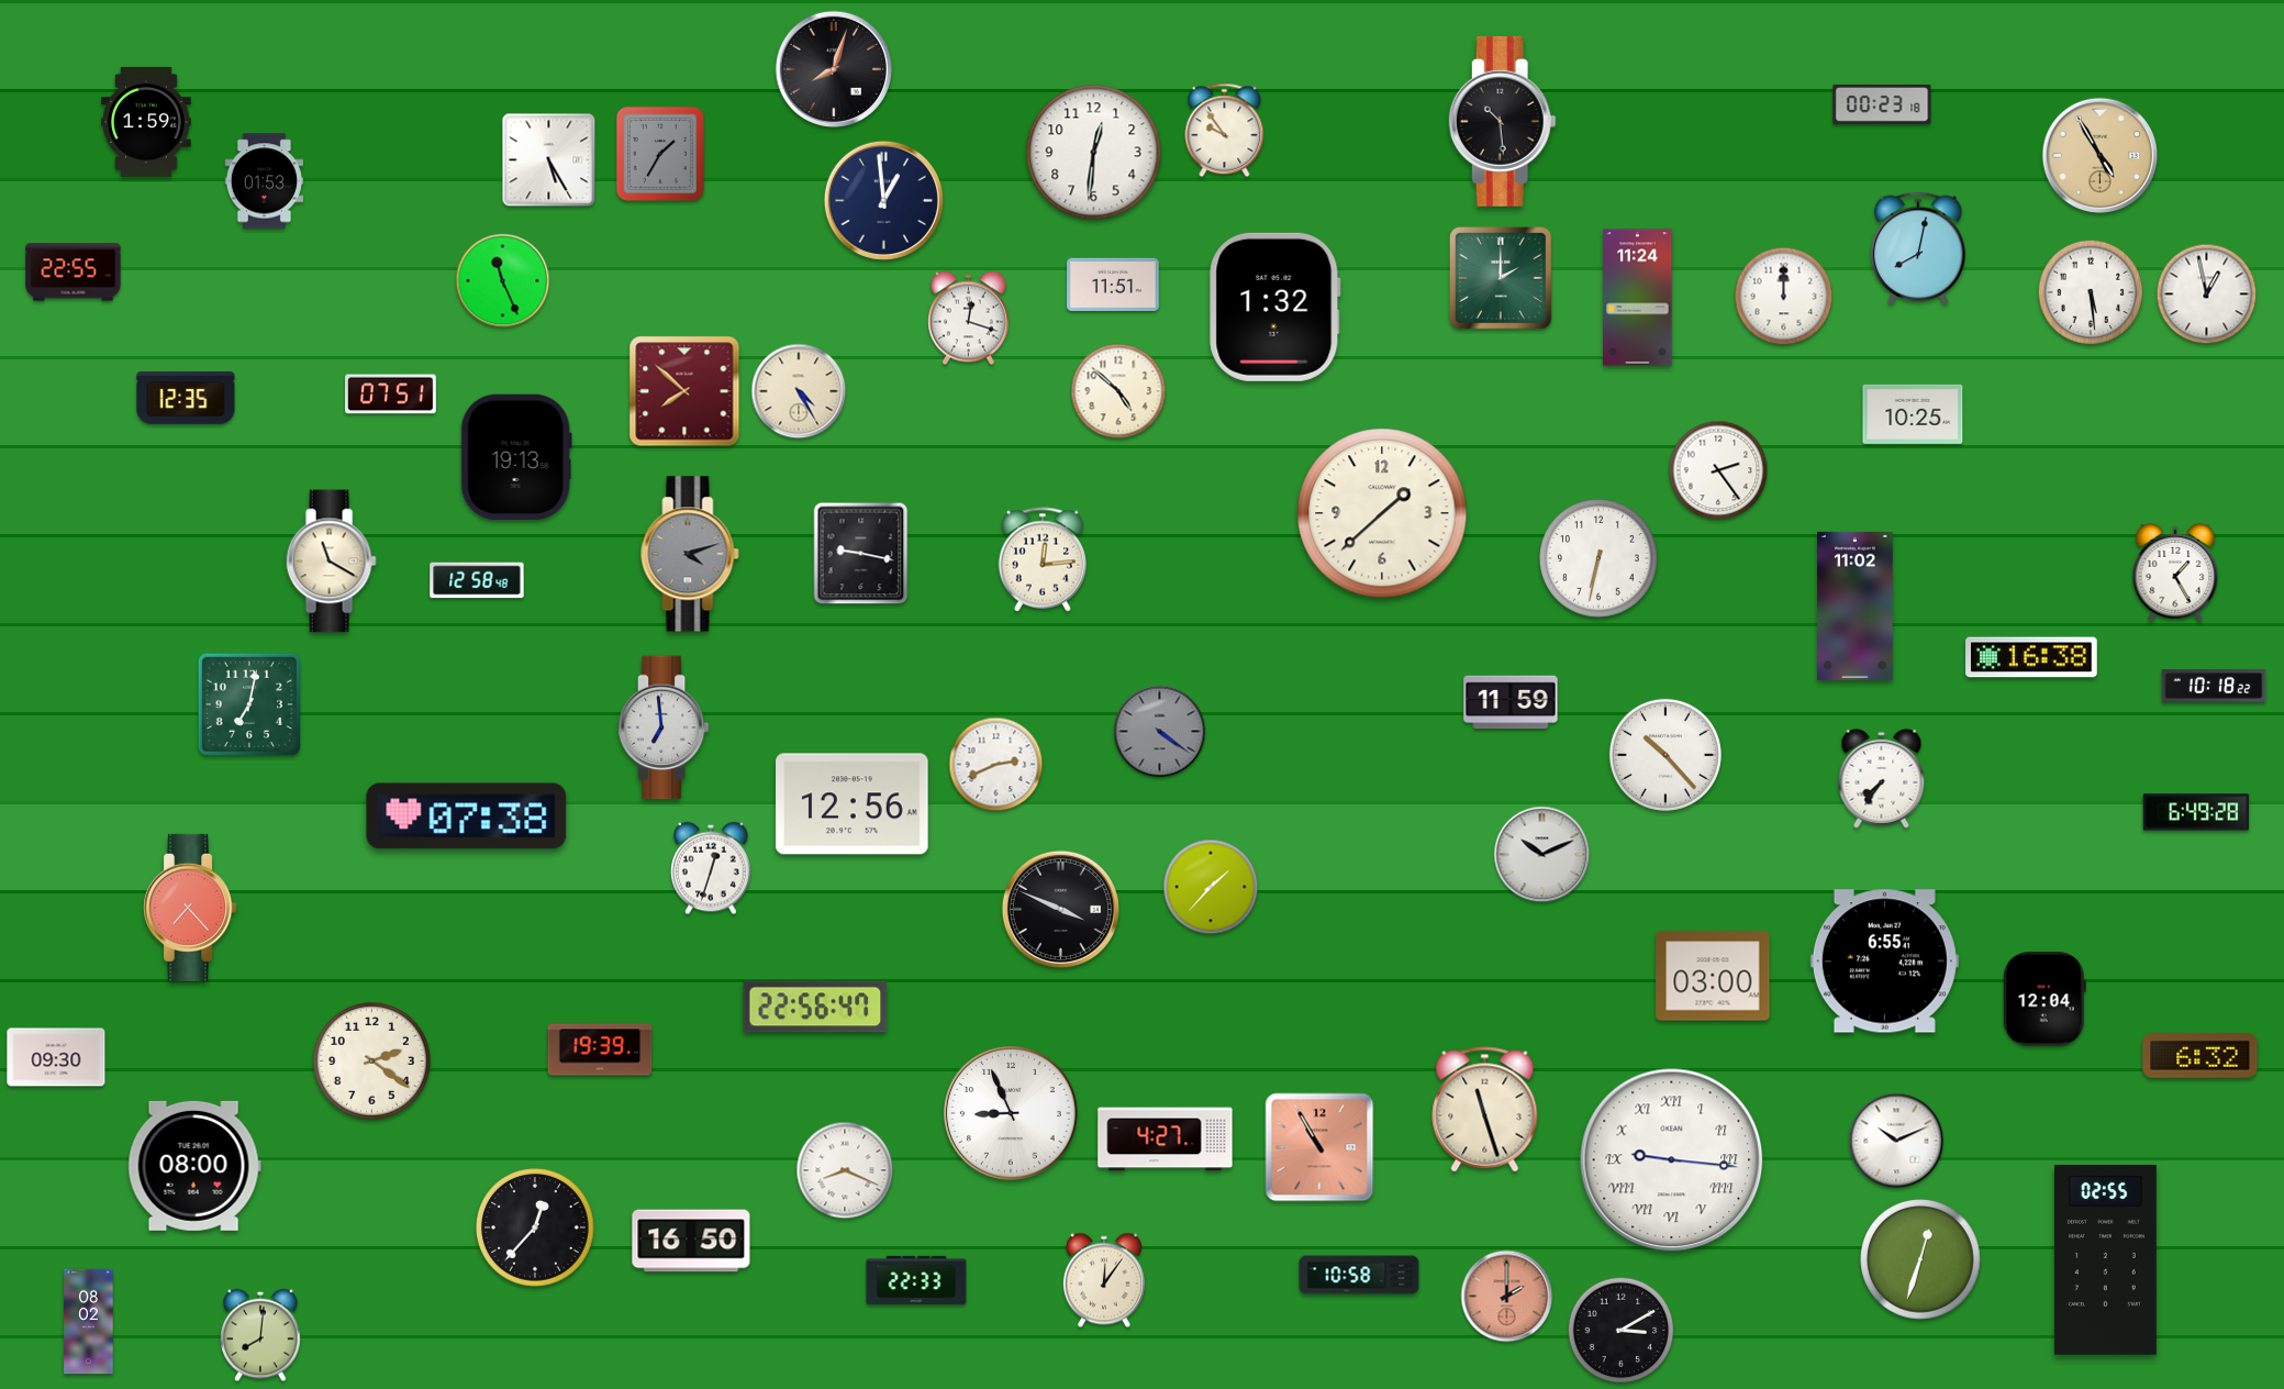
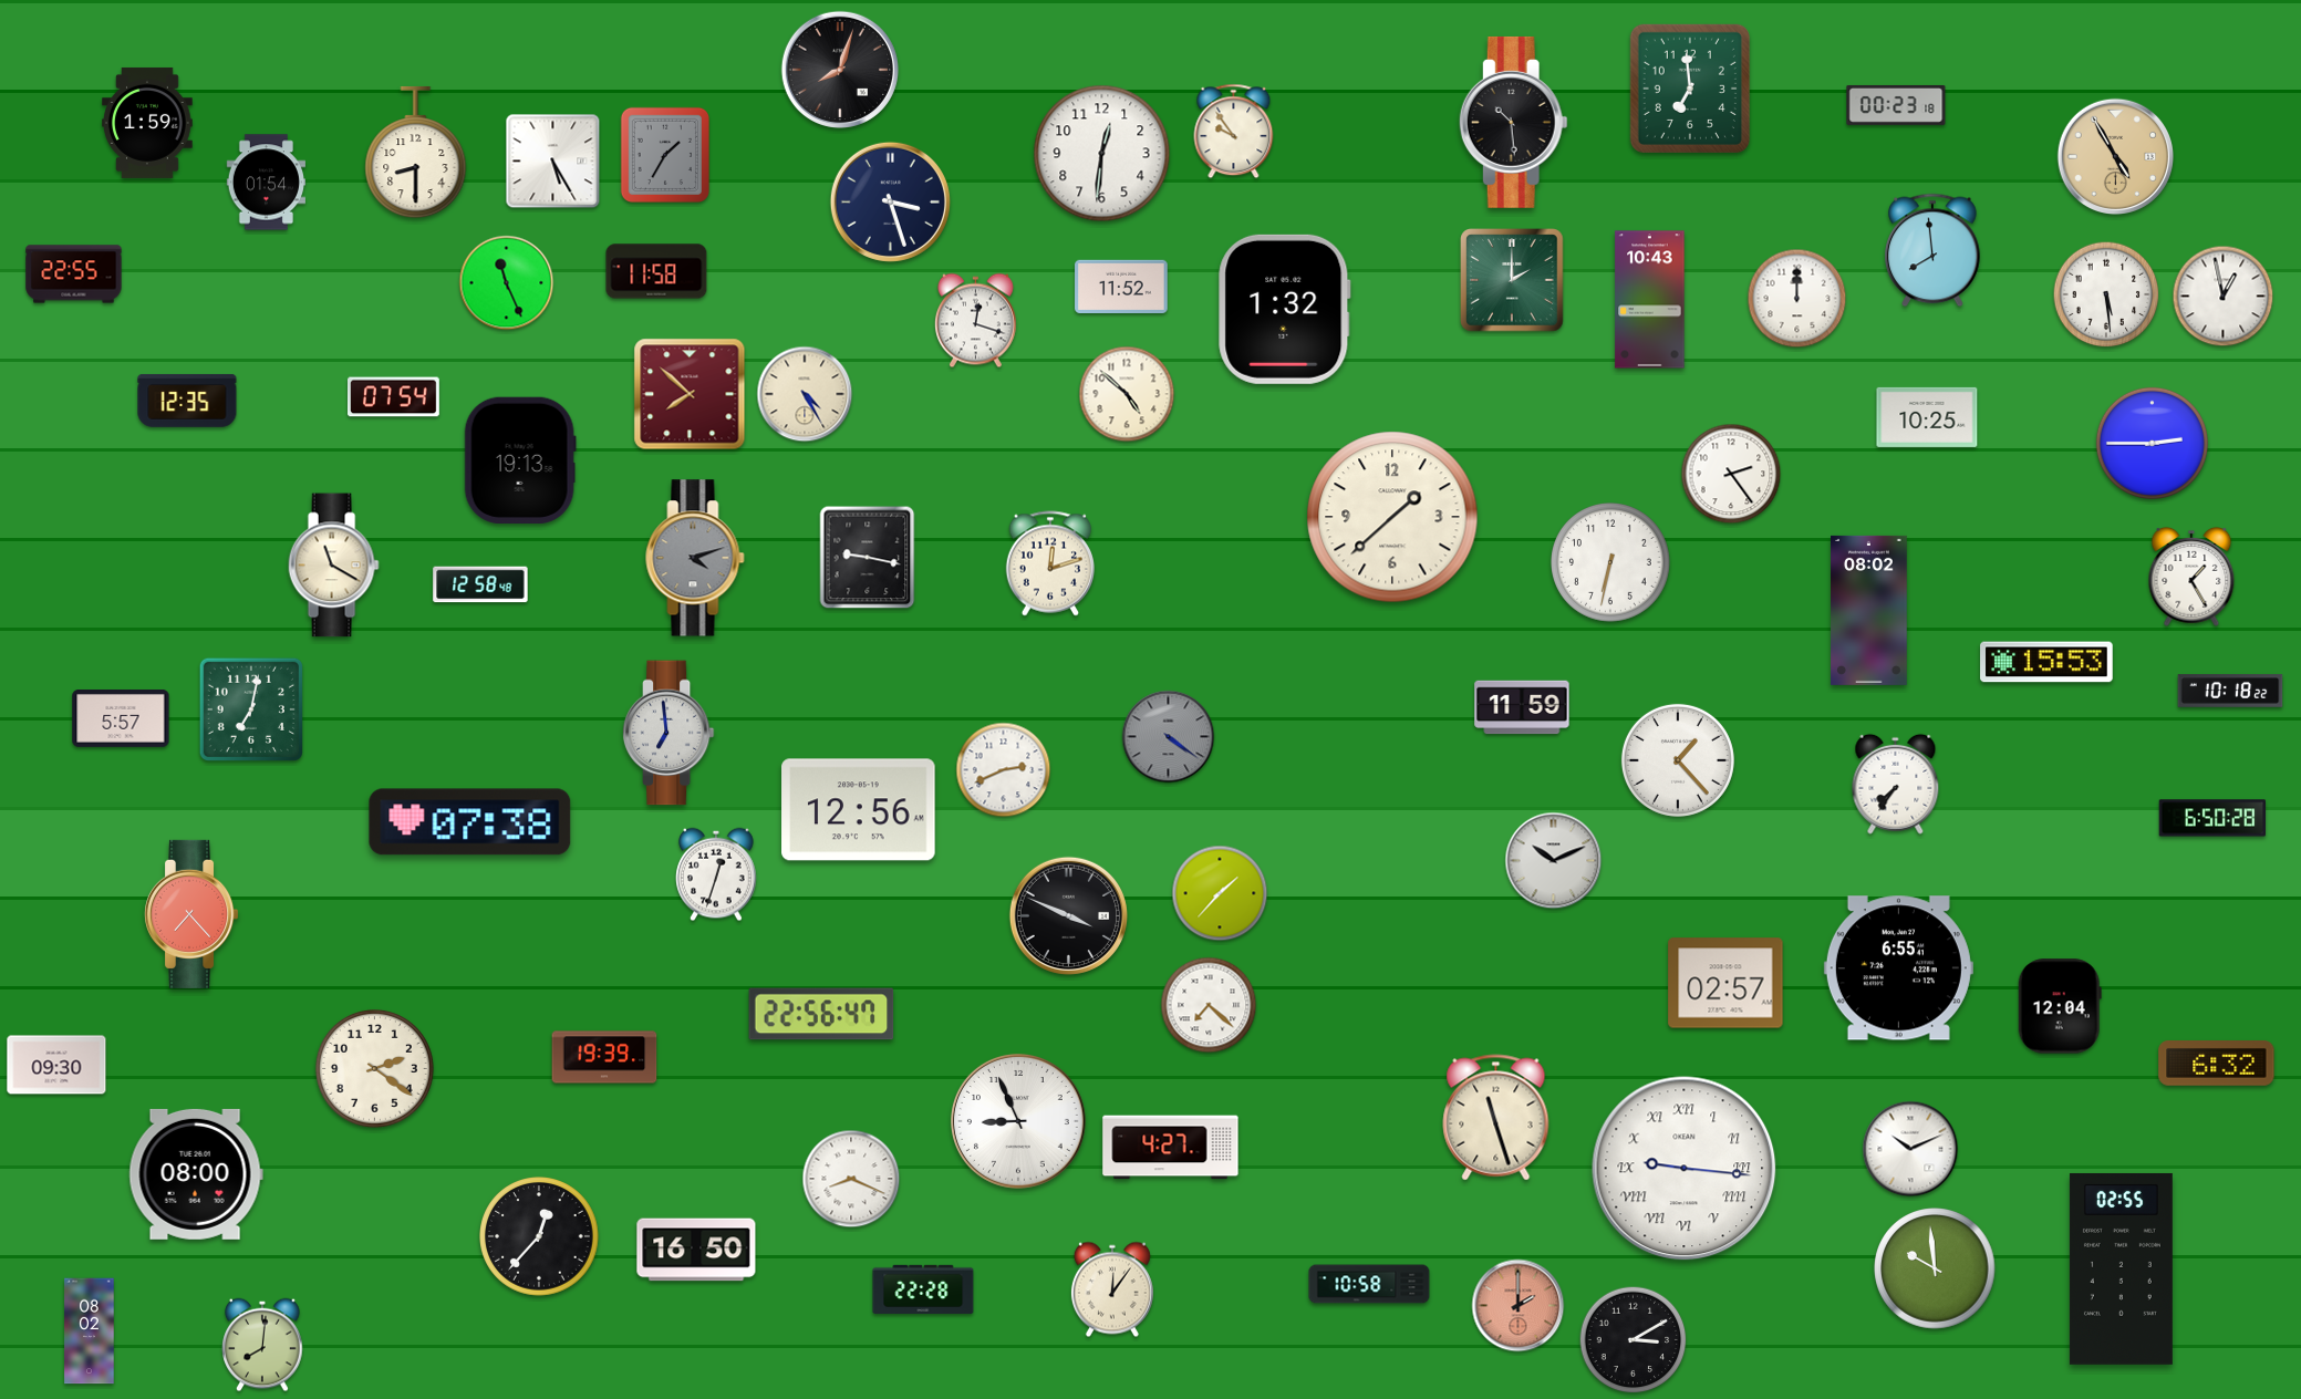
clock at (1690, 89): none -> 6:59
clock at (416, 153): none -> 8:30
clock at (264, 181): 01:53 -> 01:54
clock at (883, 200): 12:59 -> 3:27
clock at (1918, 248): 8:02 -> 7:59
clock at (656, 271): none -> 11:58
clock at (1113, 284): 11:51 -> 11:52
clock at (1638, 298): 11:24 -> 10:43
clock at (391, 395): 07:51 -> 07:54
clock at (2152, 443): none -> 2:45
clock at (1041, 559): 12:14 -> 12:12
clock at (1856, 605): 11:02 -> 08:02
clock at (2031, 657): 16:38 -> 15:53
clock at (121, 719): none -> 5:57
clock at (1665, 755): 10:23 -> 1:23
clock at (2196, 812): 6:49 -> 6:50
clock at (1713, 976): 03:00 -> 02:57
clock at (1209, 1005): none -> 7:22
clock at (1166, 1140) position: (1166, 1140) -> (1171, 1148)
clock at (1319, 1147): 10:55 -> none
clock at (1920, 1259): 12:33 -> 9:59
clock at (916, 1280): 22:33 -> 22:28
